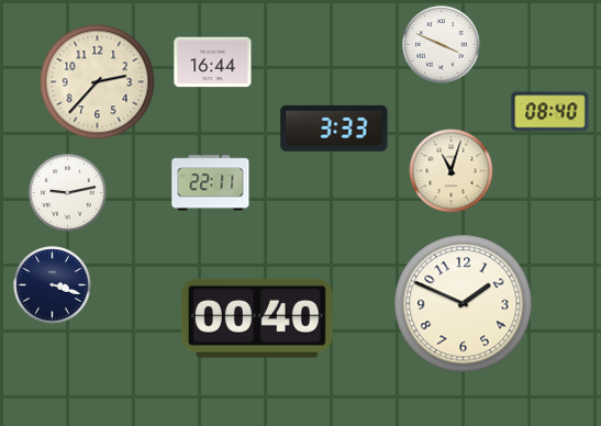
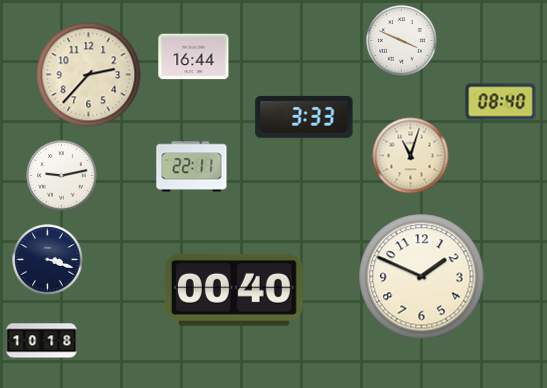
clock at (42, 341): none -> 10:18
